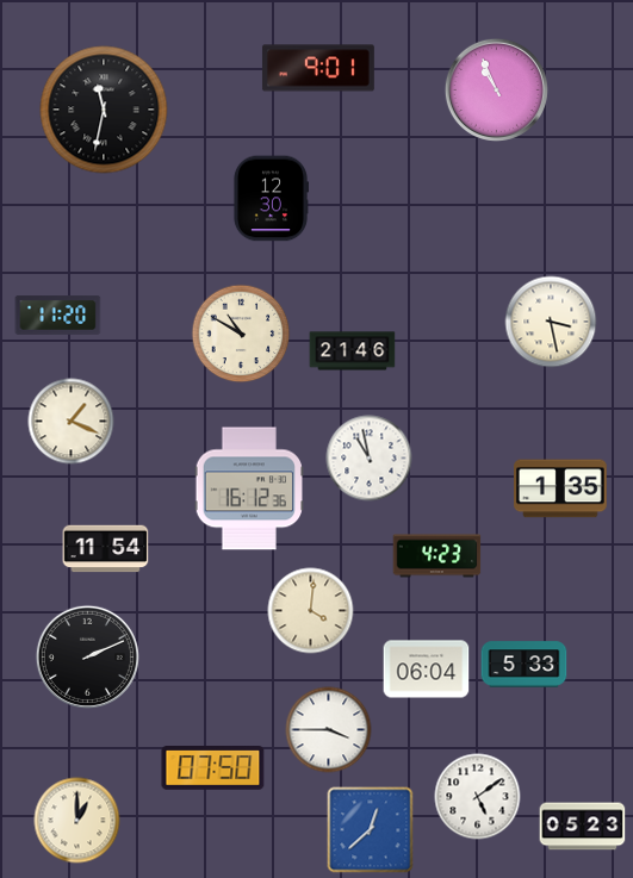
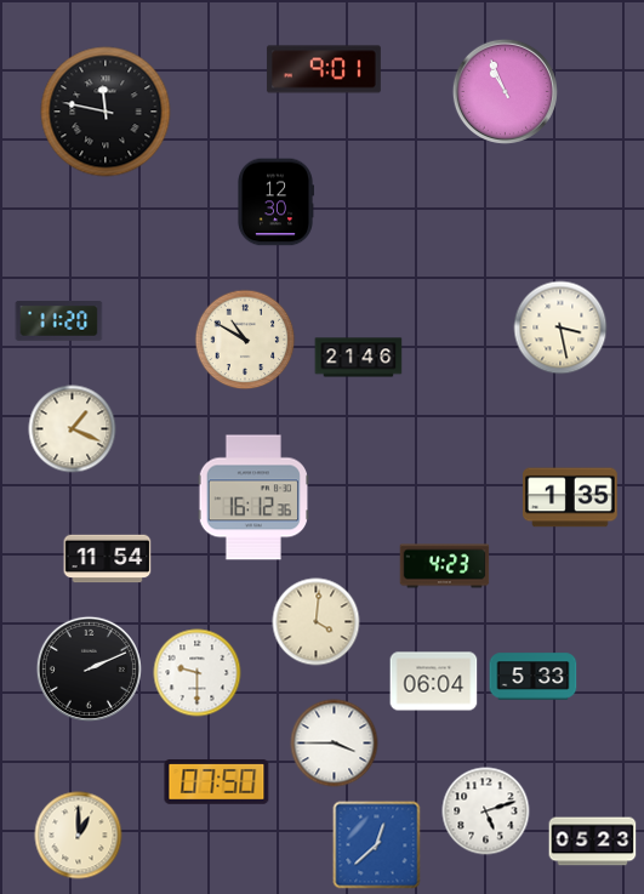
clock at (104, 110): 11:32 -> 11:47
clock at (370, 459): 10:58 -> none
clock at (198, 673): none -> 9:30
clock at (478, 797): 5:09 -> 5:12
